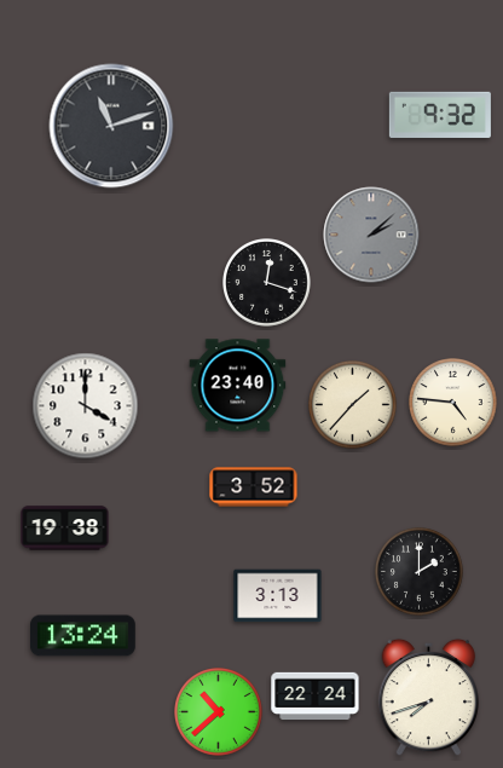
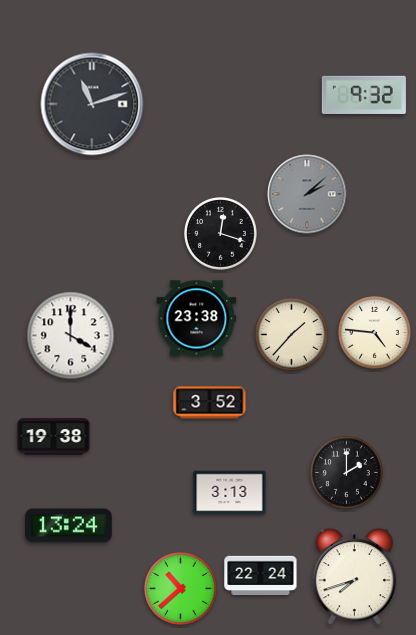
clock at (238, 386): 23:40 -> 23:38
